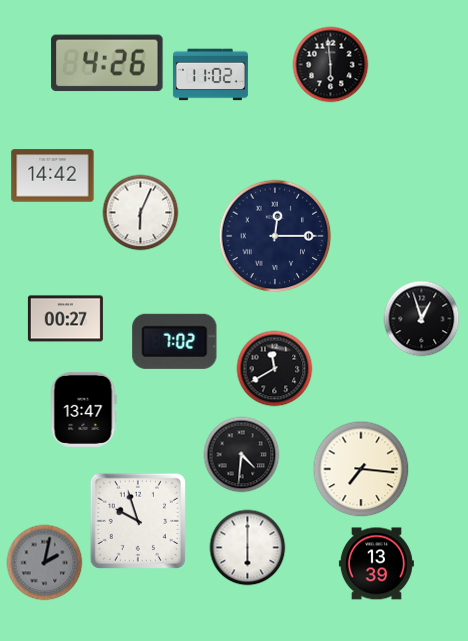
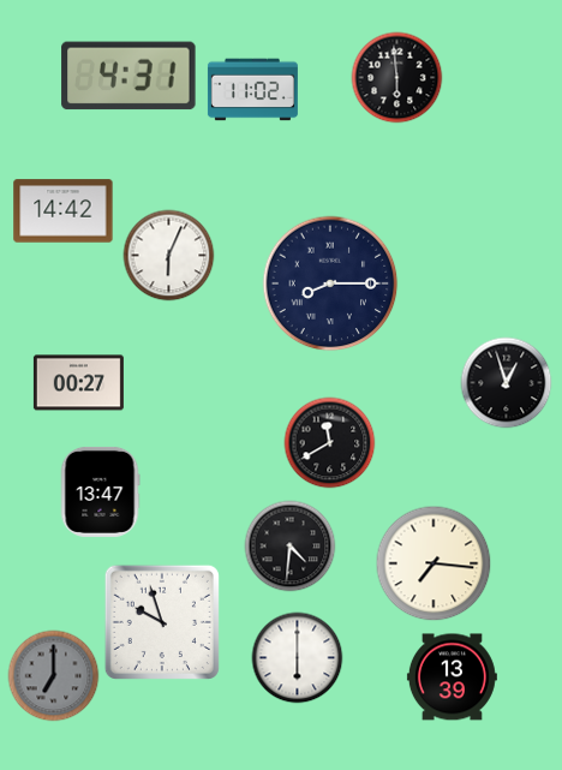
clock at (107, 63): 4:26 -> 4:31
clock at (275, 236): 12:15 -> 8:15
clock at (175, 341): 7:02 -> none
clock at (138, 521) position: (138, 521) -> (162, 622)
clock at (45, 563): 2:02 -> 7:00
